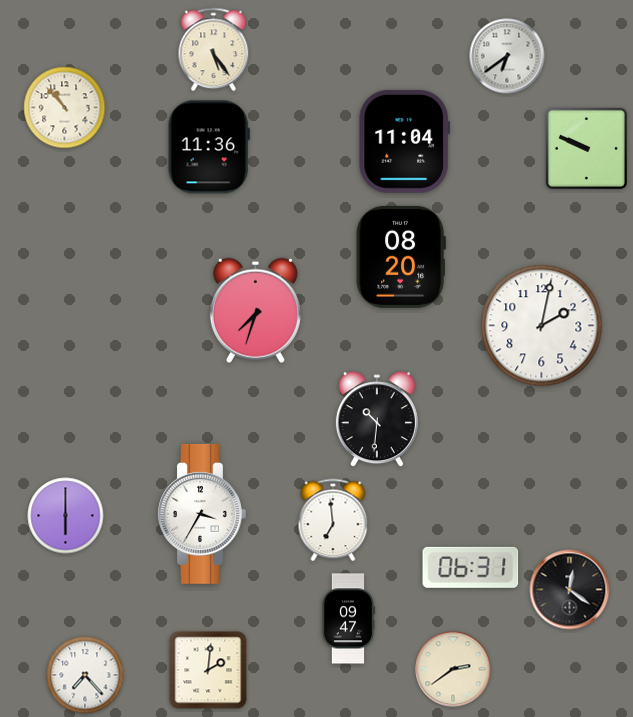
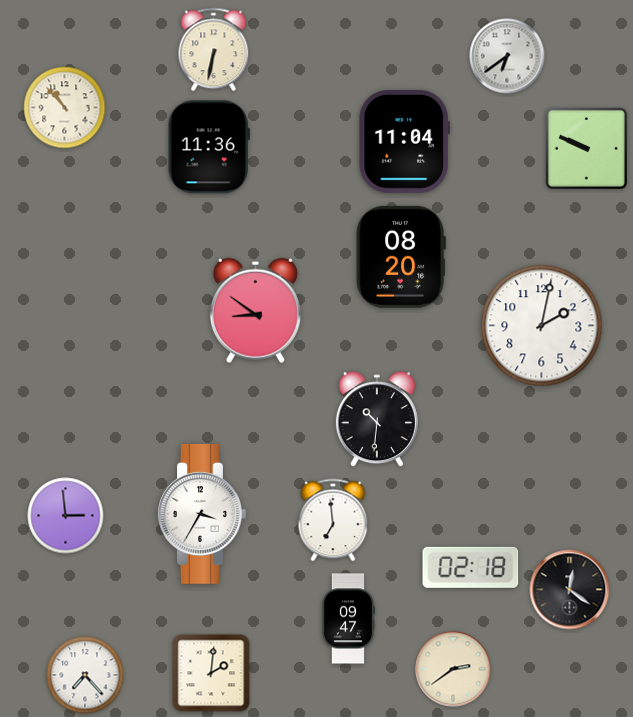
clock at (214, 50): 5:24 -> 6:32
clock at (255, 310): 7:33 -> 8:51
clock at (66, 516): 6:00 -> 2:59
clock at (471, 567): 06:31 -> 02:18
clock at (208, 670) position: (208, 670) -> (211, 673)
